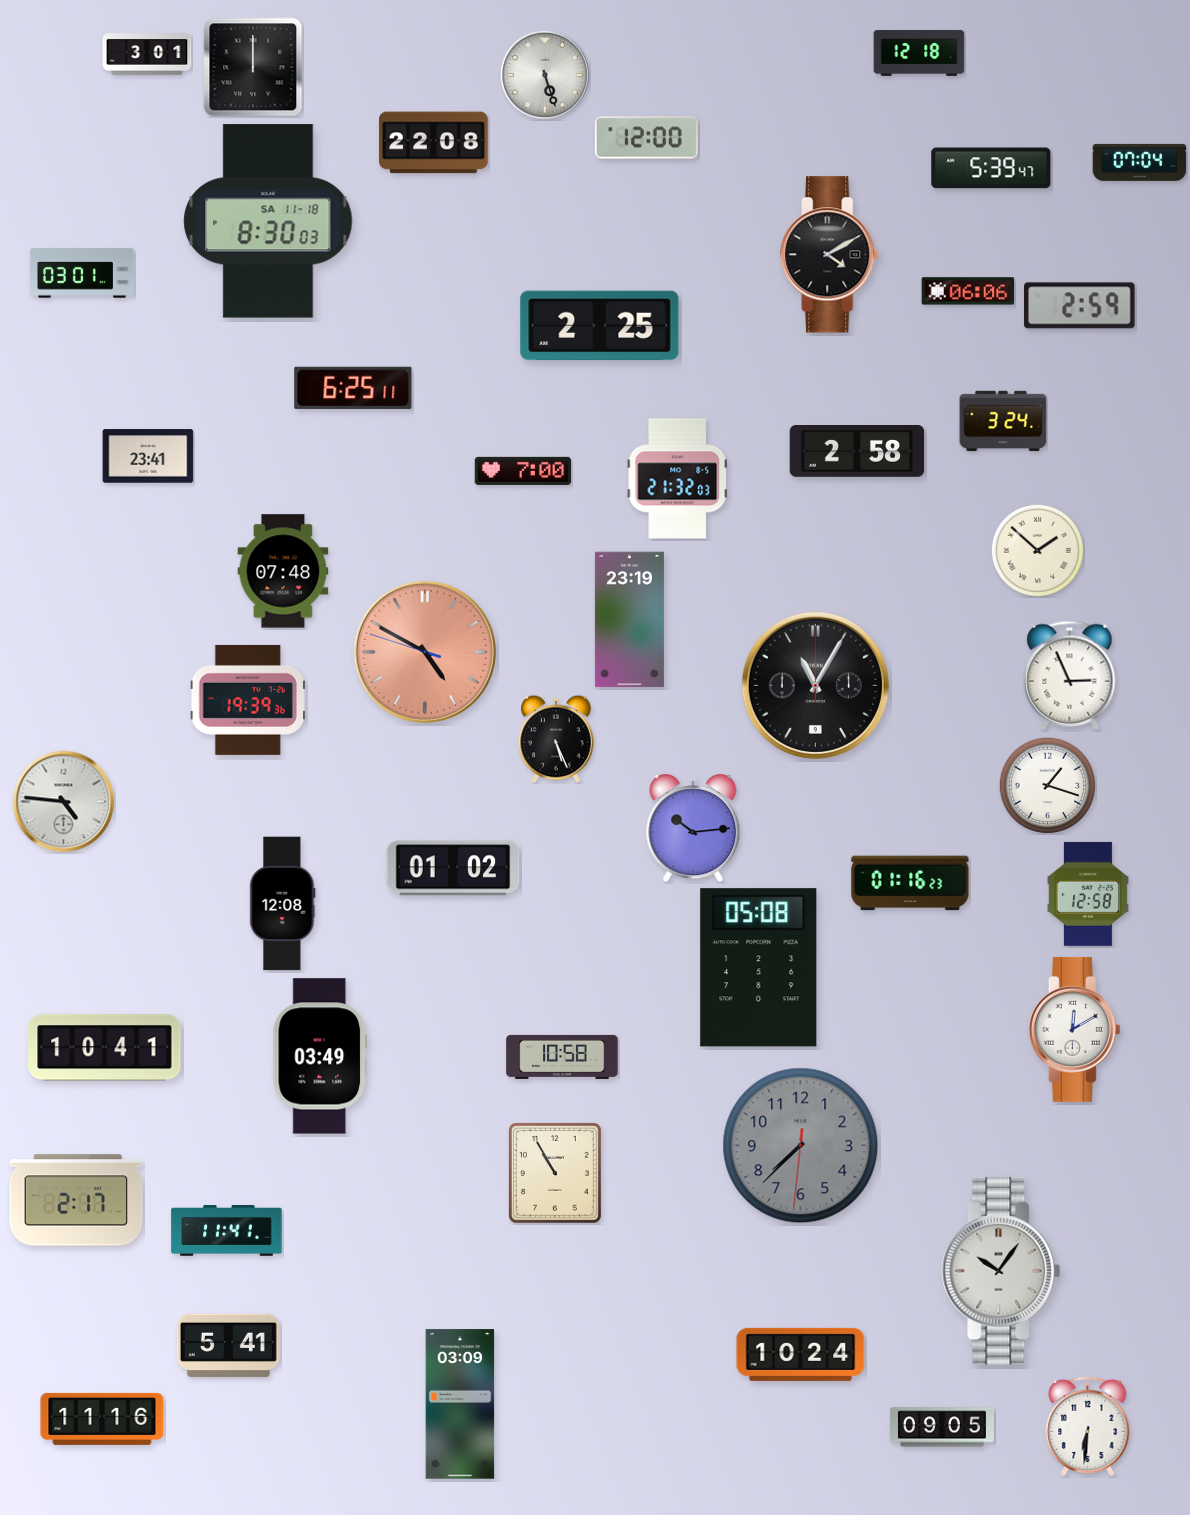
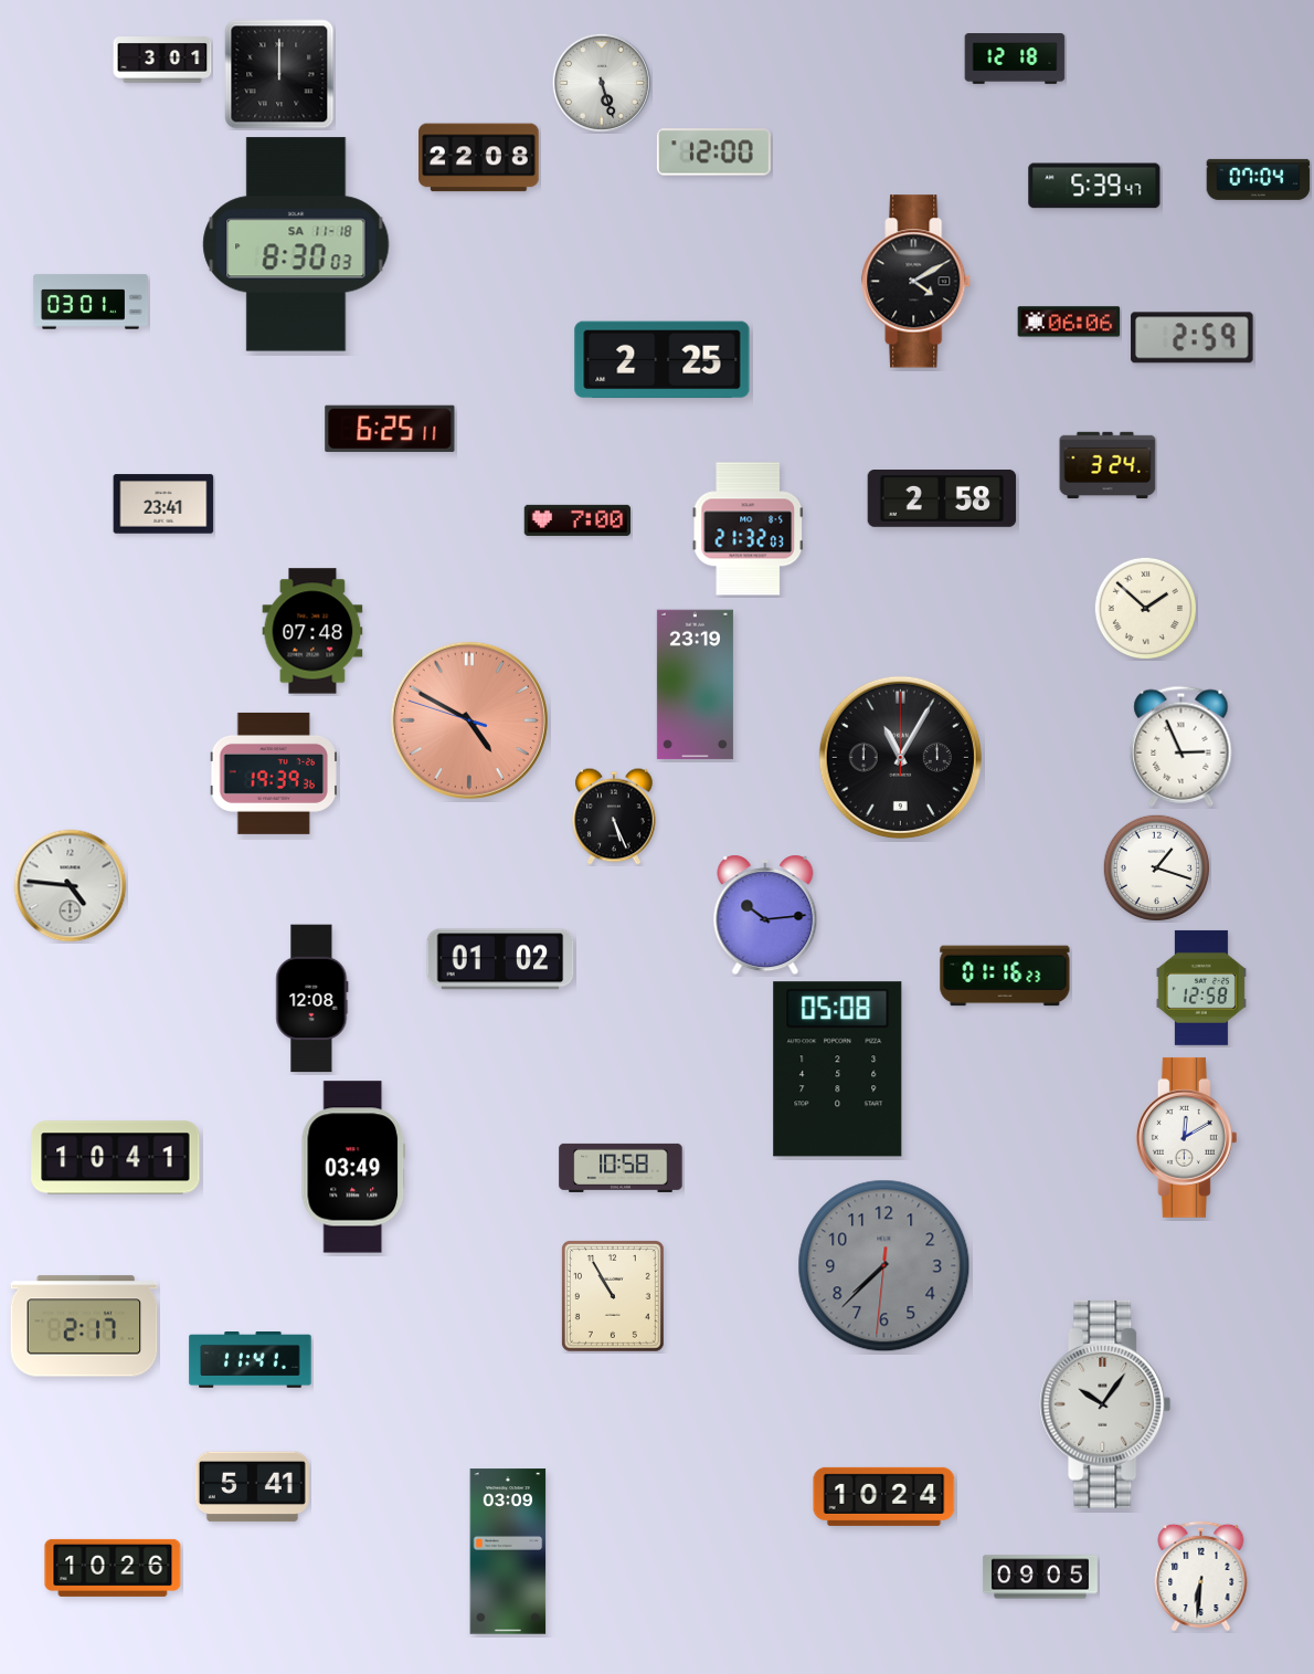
clock at (857, 452) position: (857, 452) -> (942, 499)
clock at (102, 1419): 11:16 -> 10:26
